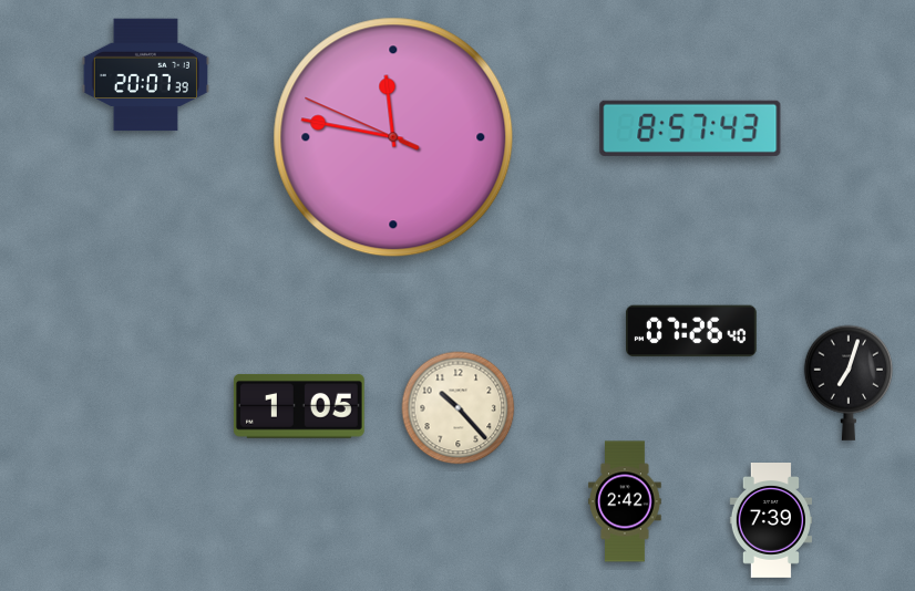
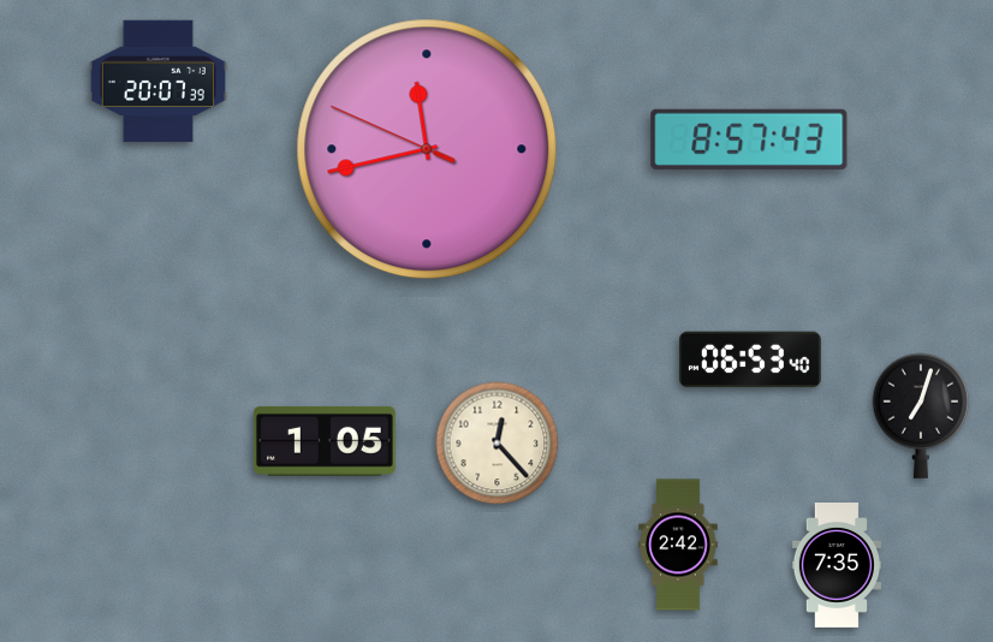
clock at (393, 137): 11:46 -> 11:42
clock at (692, 331): 07:26 -> 06:53
clock at (459, 408): 10:23 -> 12:23
clock at (770, 521): 7:39 -> 7:35
